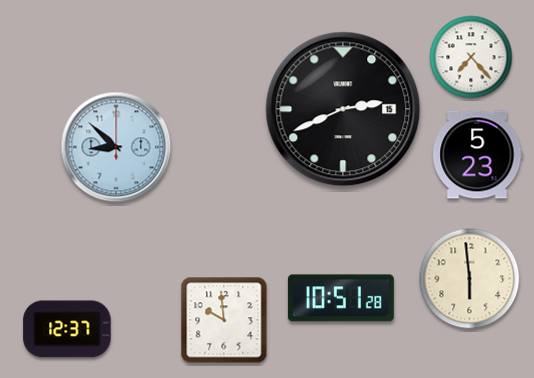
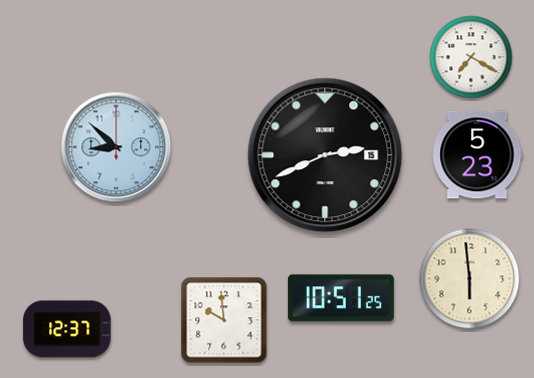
clock at (471, 57): 7:23 -> 7:20
clock at (343, 109) position: (343, 109) -> (325, 155)
clock at (341, 298): 10:51:28 -> 10:51:25
